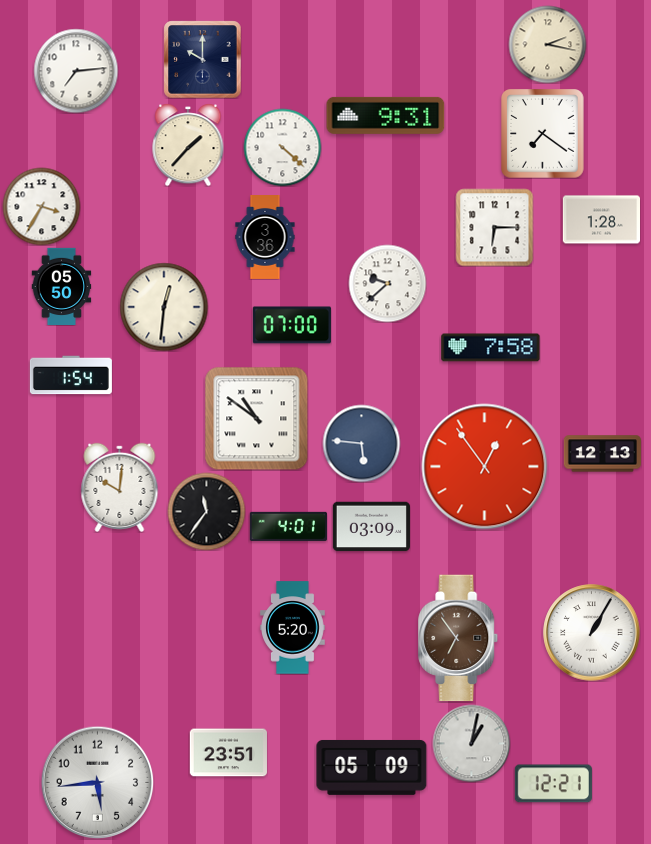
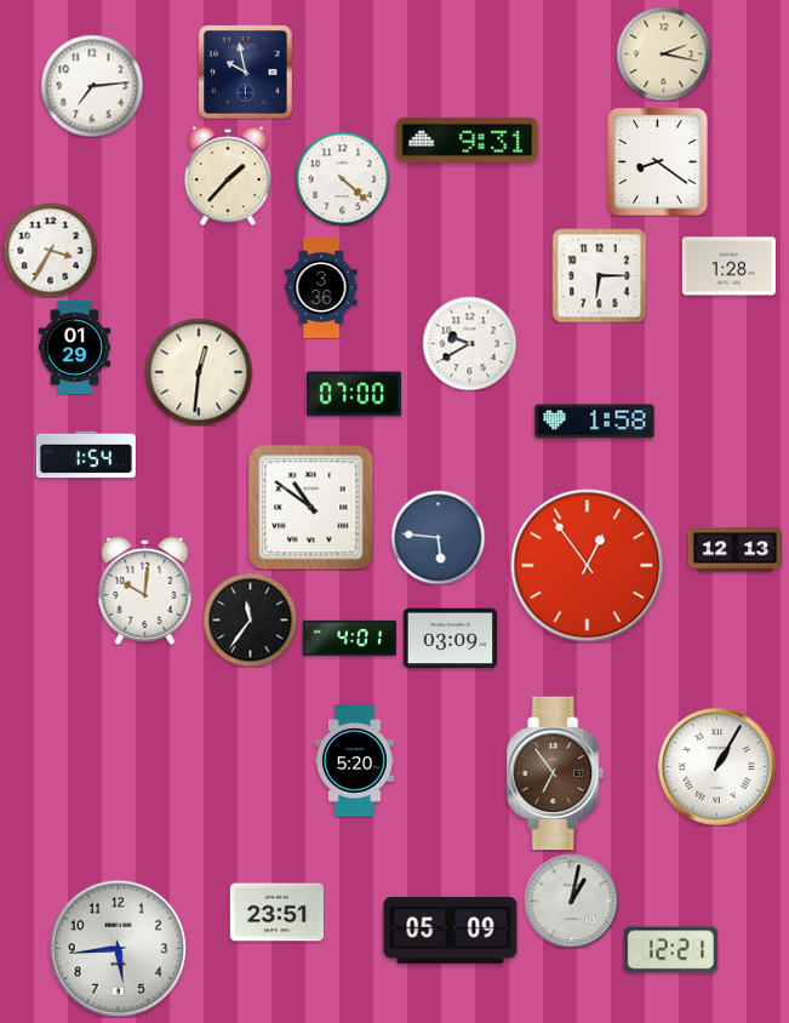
clock at (202, 59): 10:00 -> 9:58
clock at (543, 134): 7:21 -> 8:21
clock at (387, 283): 9:38 -> 9:40
clock at (62, 286): 05:50 -> 01:29
clock at (491, 348): 7:58 -> 1:58
clock at (602, 454) position: (602, 454) -> (734, 550)
